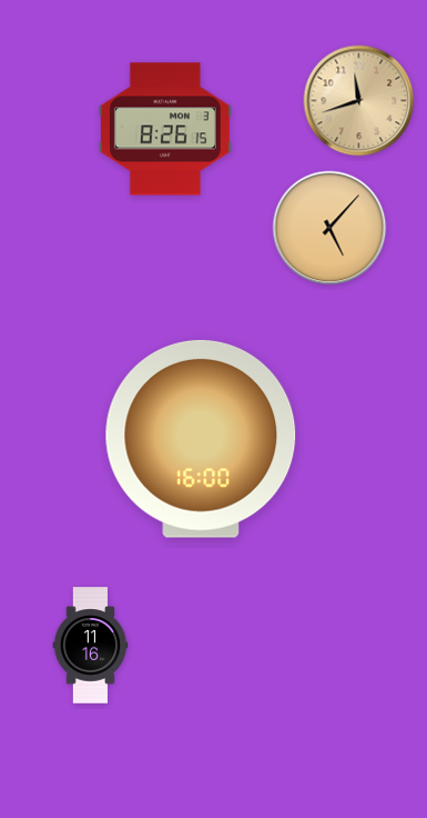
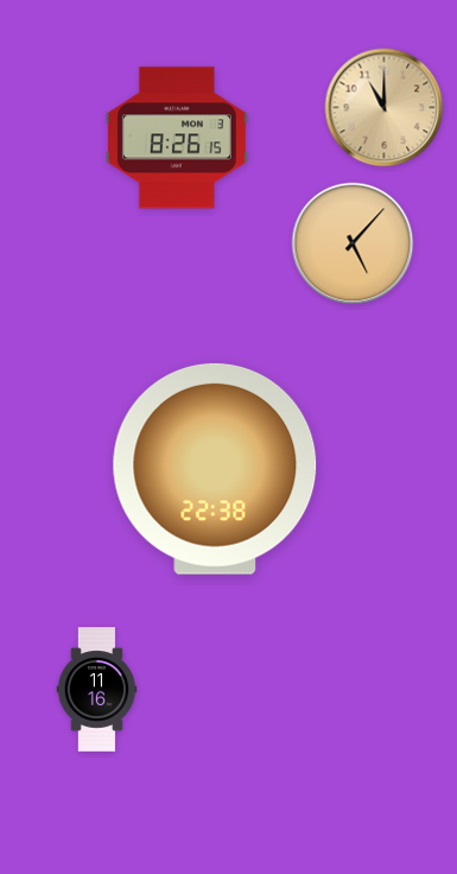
clock at (359, 101): 11:42 -> 11:00
clock at (201, 439): 16:00 -> 22:38
